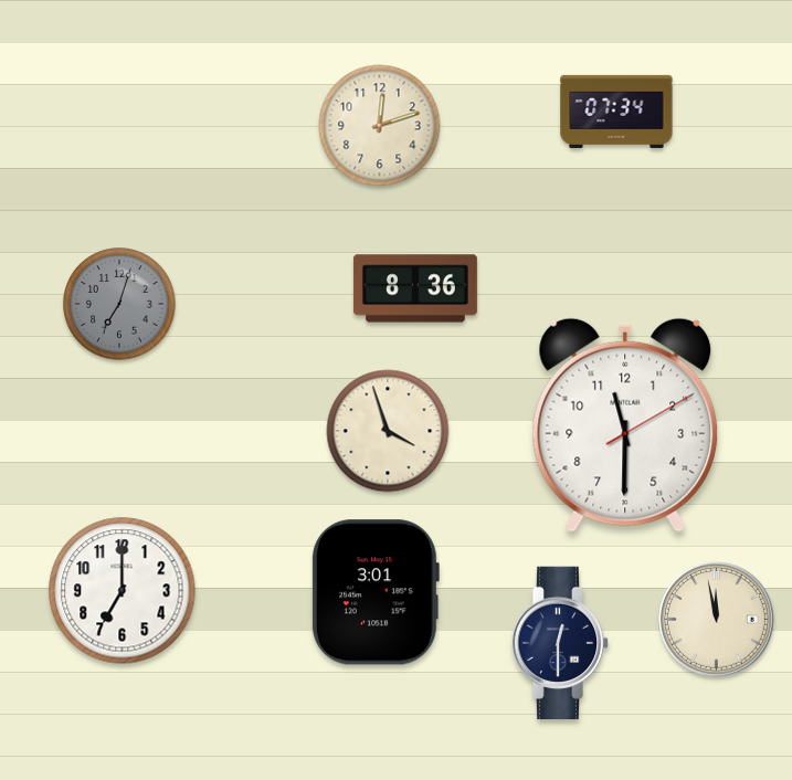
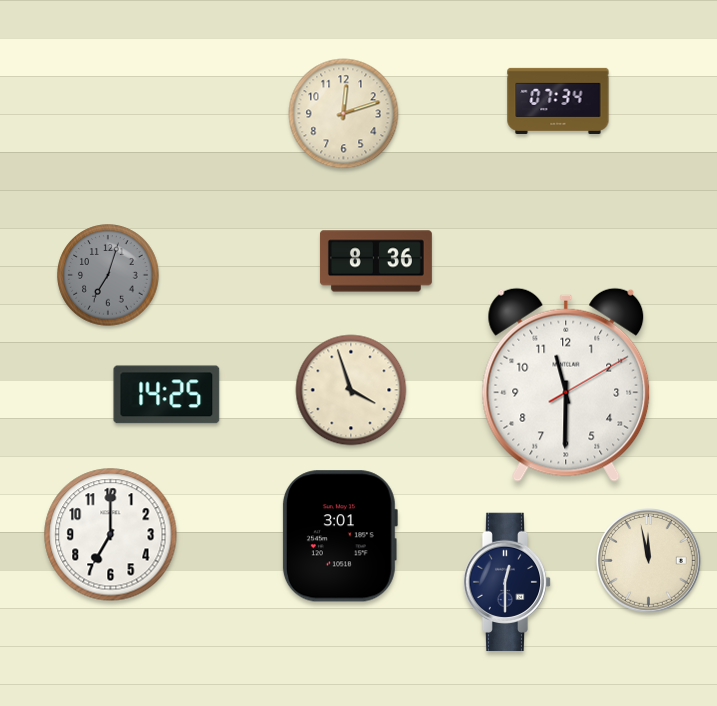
clock at (167, 395): none -> 14:25
